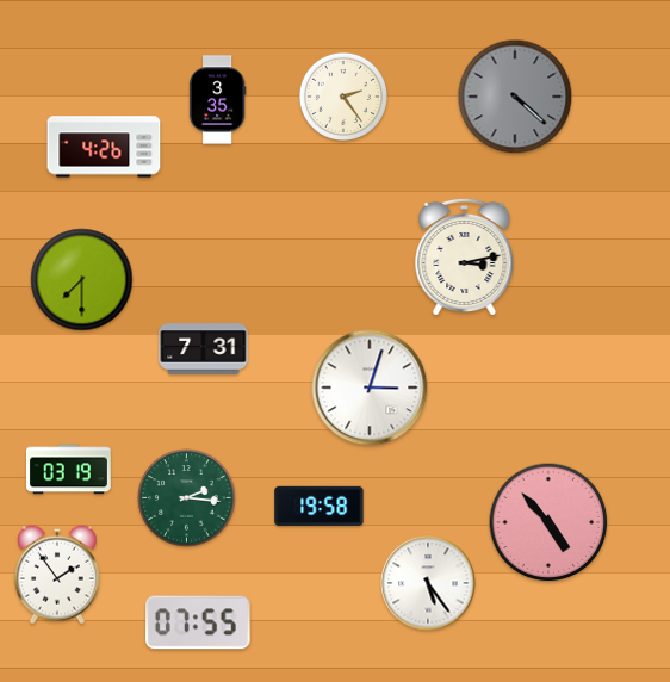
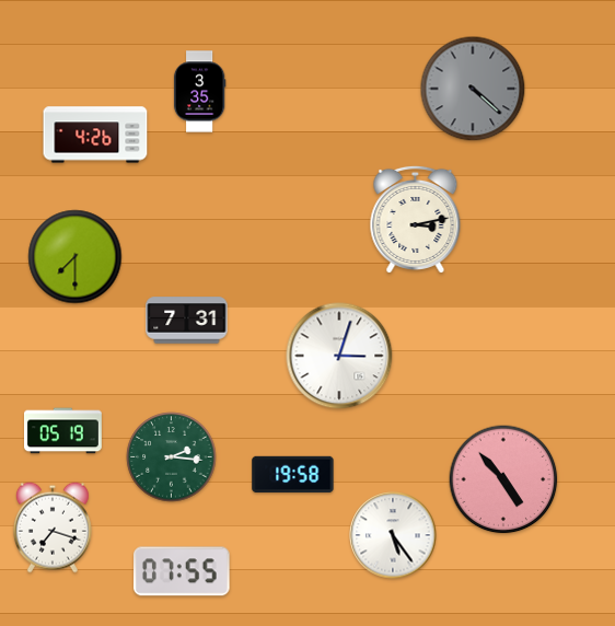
clock at (343, 97): 2:24 -> none
clock at (465, 256) position: (465, 256) -> (416, 219)
clock at (69, 470): 03:19 -> 05:19
clock at (320, 507) position: (320, 507) -> (293, 475)
clock at (57, 575): 1:54 -> 7:18
